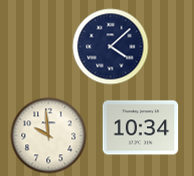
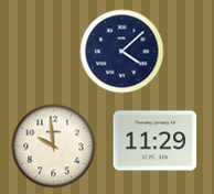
clock at (141, 128): 10:34 -> 11:29
clock at (49, 136) position: (49, 136) -> (54, 147)
